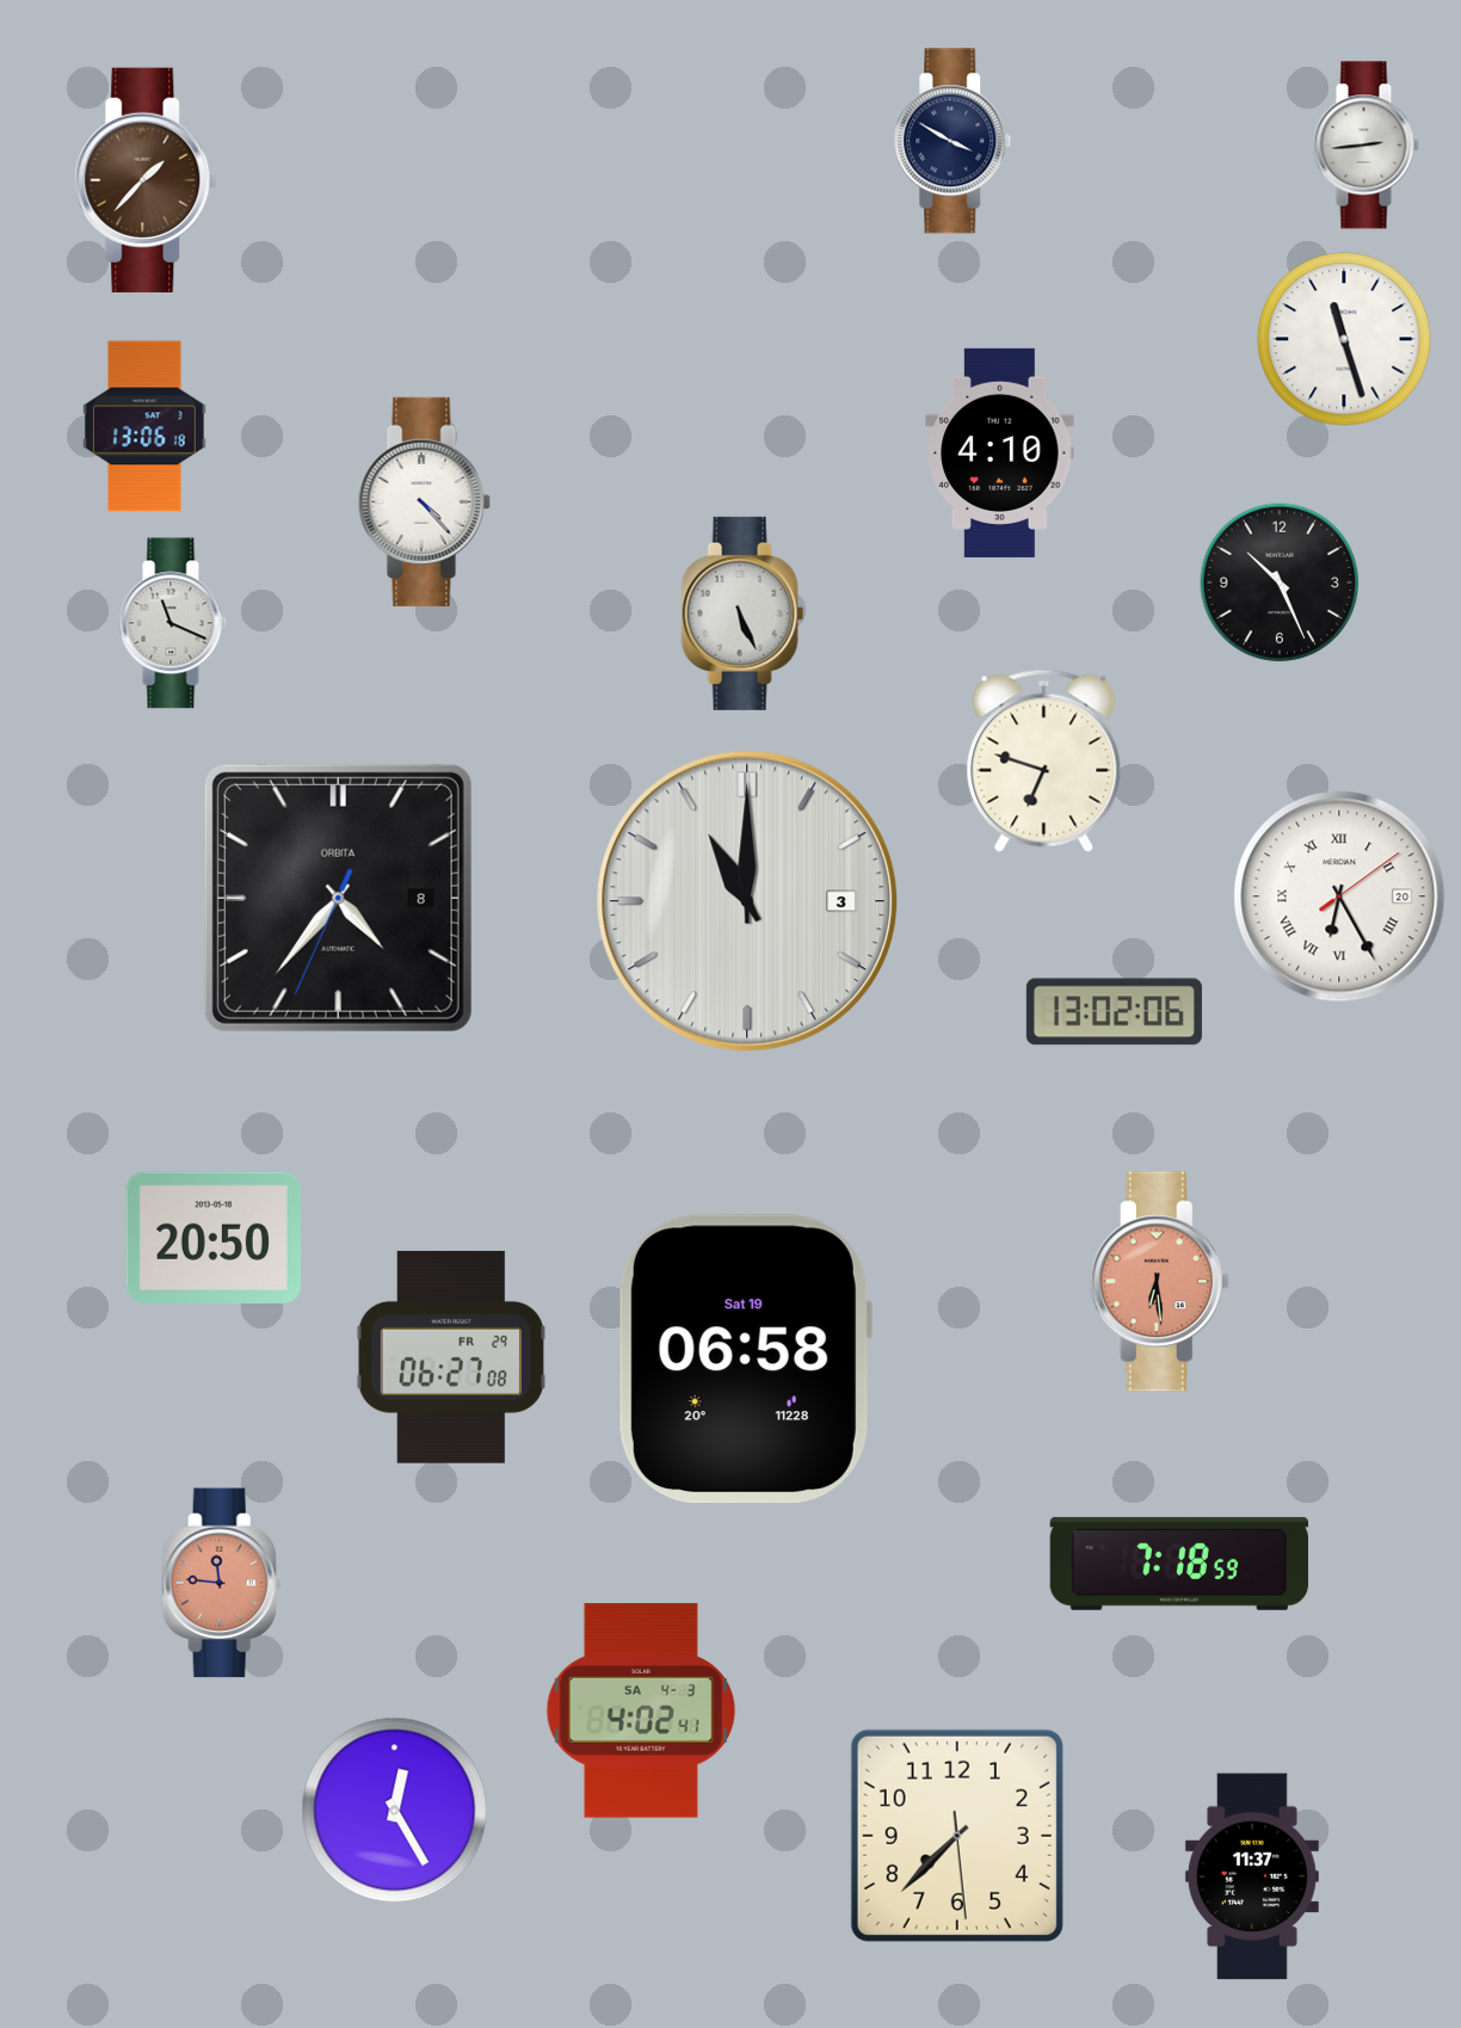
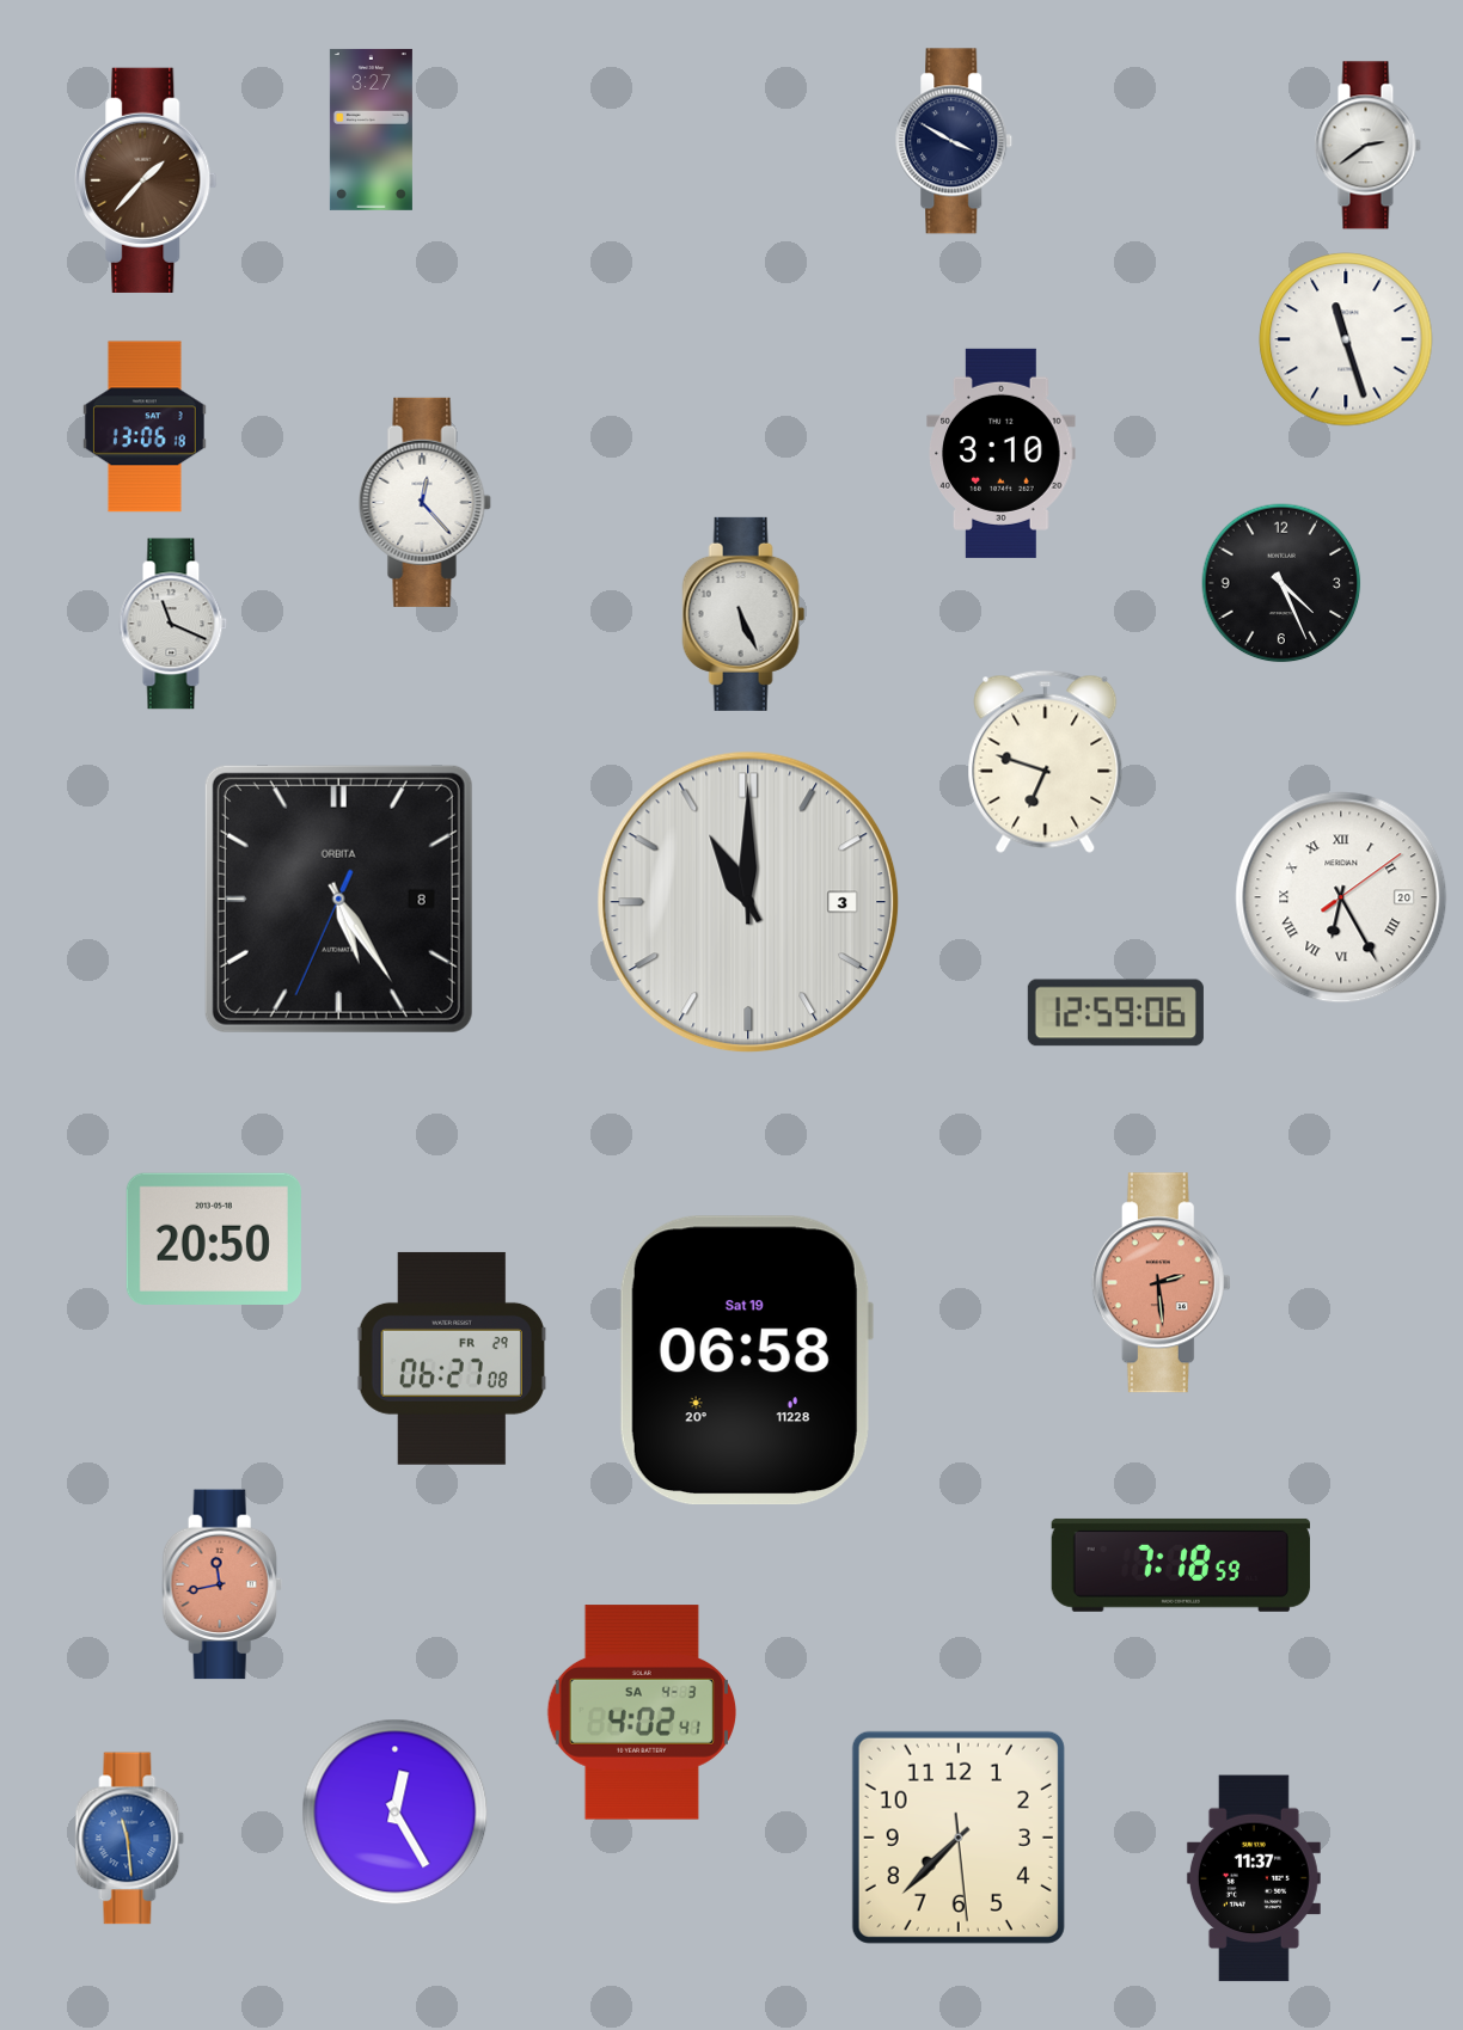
clock at (371, 129): none -> 3:27
clock at (1366, 146): 2:44 -> 2:39
clock at (1000, 452): 4:10 -> 3:10
clock at (424, 501): 4:23 -> 12:23
clock at (1280, 582): 10:26 -> 4:26
clock at (338, 898): 4:36 -> 5:24
clock at (1114, 1012): 13:02 -> 12:59
clock at (1159, 1282): 6:29 -> 2:29
clock at (222, 1583): 11:46 -> 11:43
clock at (130, 1839): none -> 11:29
